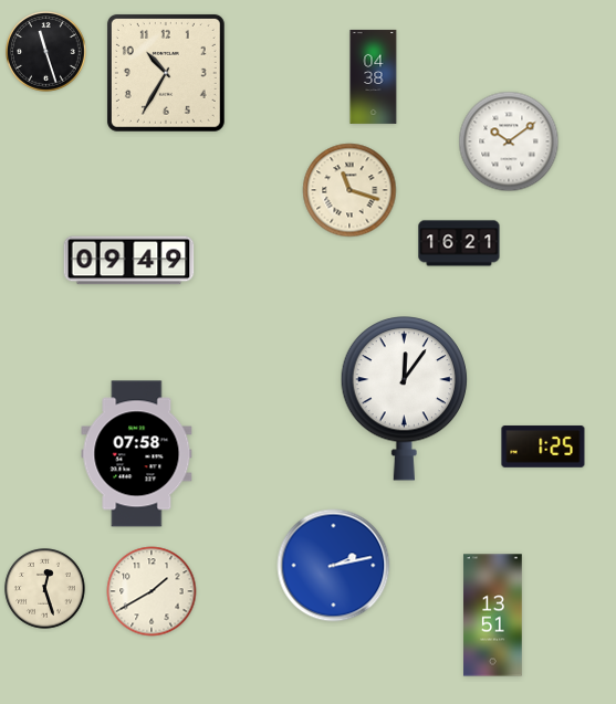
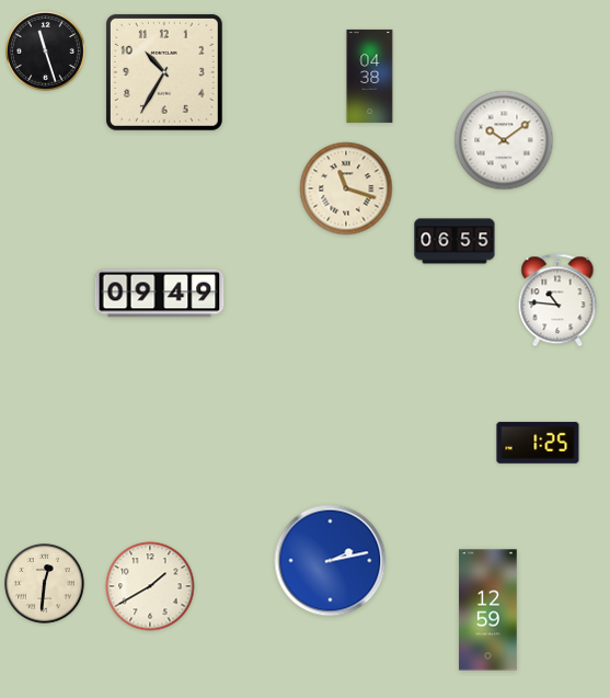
clock at (459, 243): 16:21 -> 06:55
clock at (129, 261) position: (129, 261) -> (160, 294)
clock at (557, 300): none -> 10:46
clock at (405, 399): 12:06 -> none
clock at (137, 454): 07:58 -> none
clock at (45, 589): 12:27 -> 12:31
clock at (493, 616): 13:51 -> 12:59
